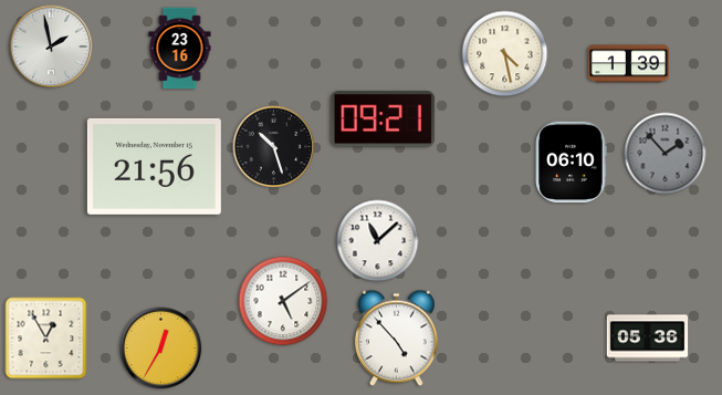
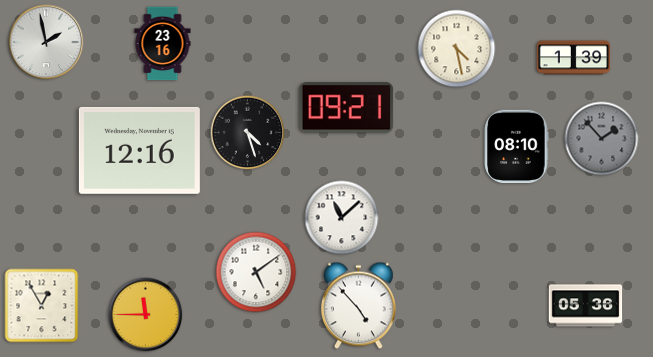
clock at (629, 64) position: (629, 64) -> (574, 58)
clock at (274, 147): 10:27 -> 4:27
clock at (571, 163): 06:10 -> 08:10
clock at (154, 166): 21:56 -> 12:16
clock at (161, 349): 12:35 -> 11:45
